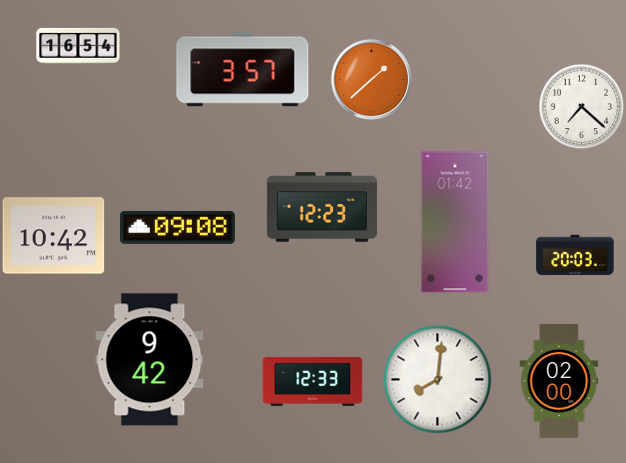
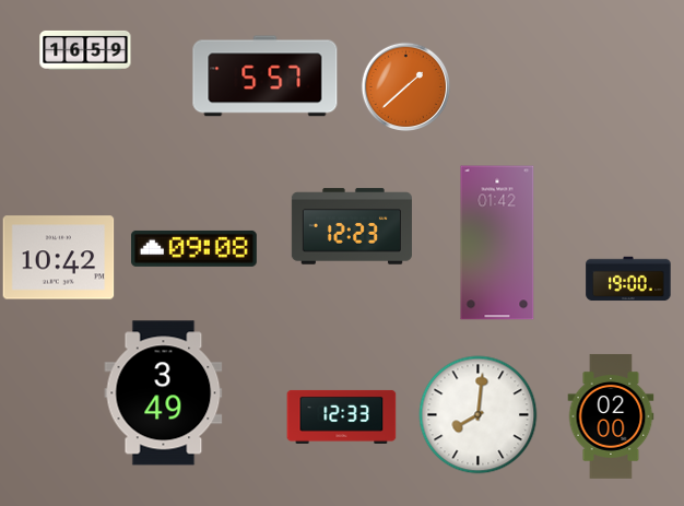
clock at (78, 46): 16:54 -> 16:59
clock at (243, 70): 3:57 -> 5:57
clock at (581, 106): 7:22 -> none
clock at (575, 255): 20:03 -> 19:00
clock at (150, 360): 9:42 -> 3:49
